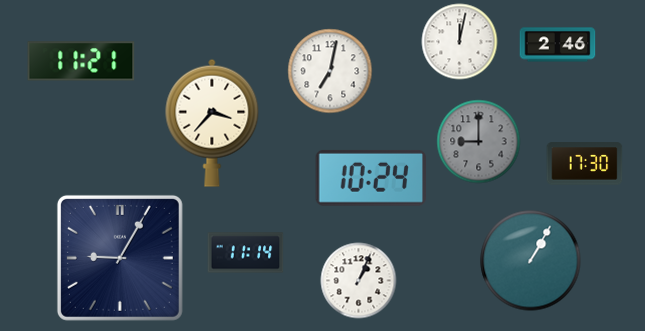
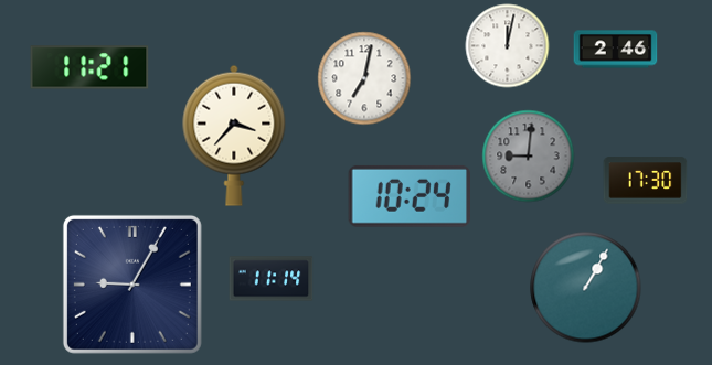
clock at (479, 142): 9:00 -> 9:01
clock at (359, 281): 1:04 -> none
